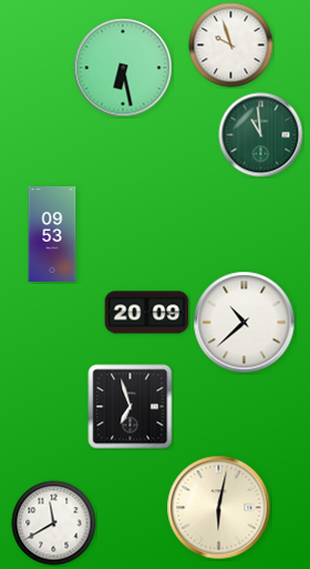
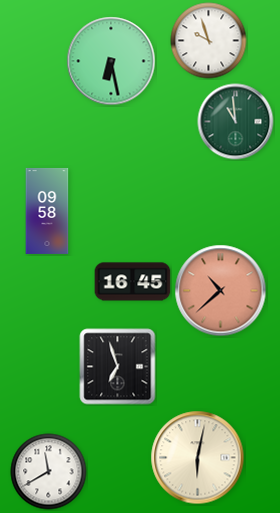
clock at (52, 234): 09:53 -> 09:58
clock at (147, 313): 20:09 -> 16:45
clock at (245, 323) dial: white -> salmon
